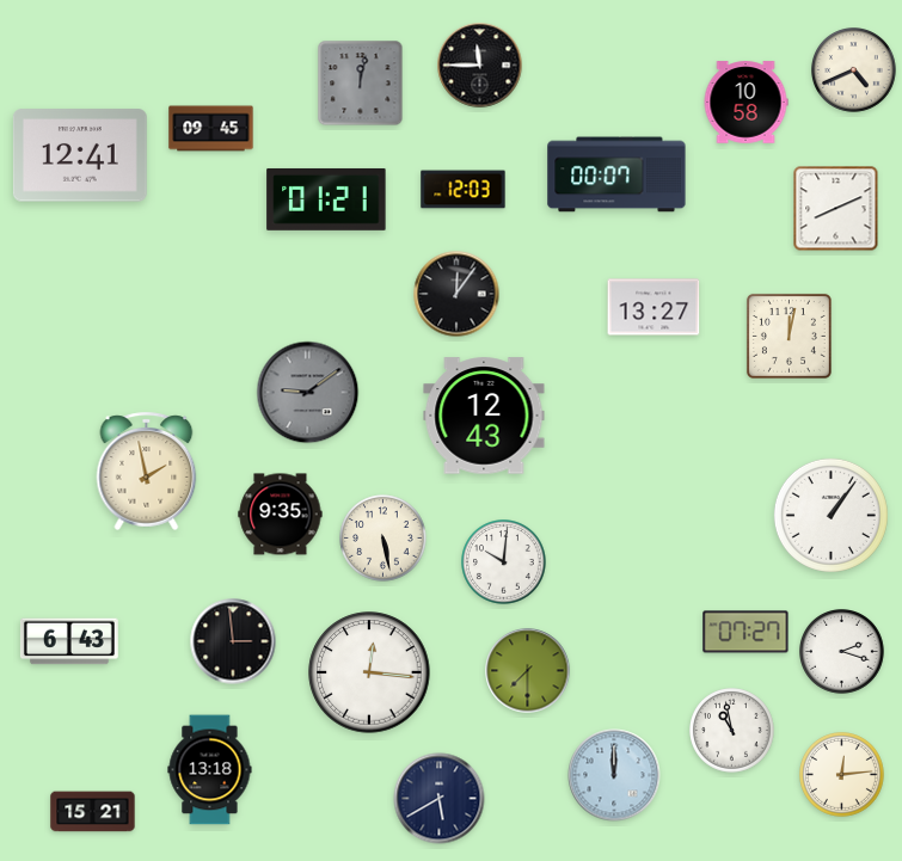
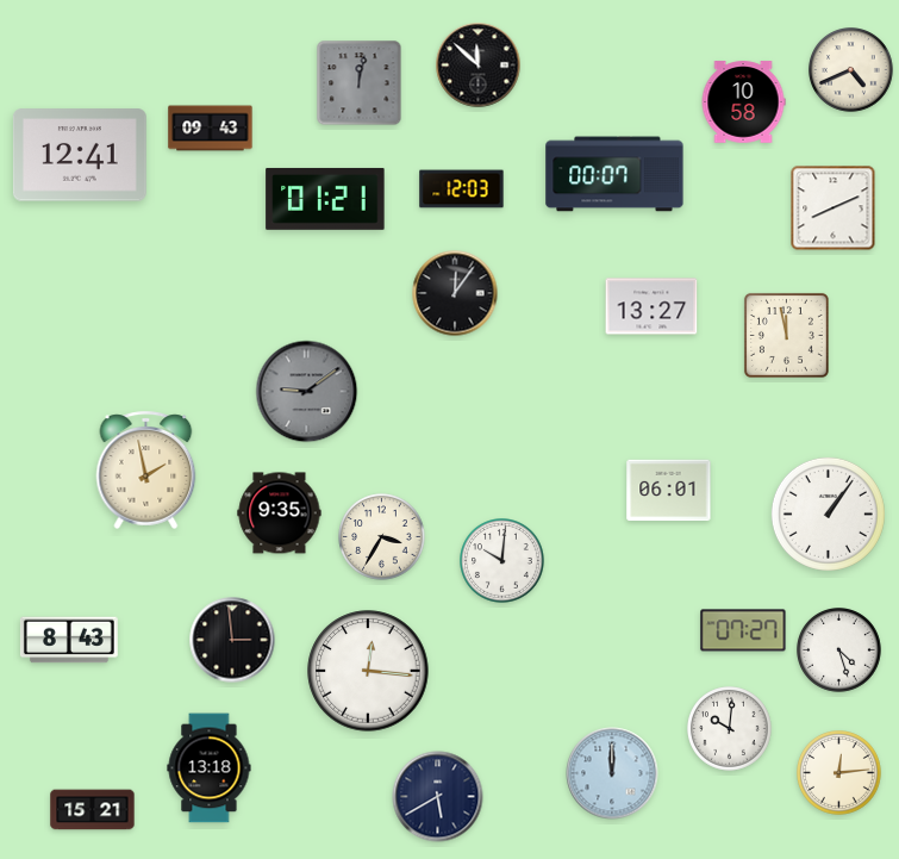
clock at (480, 66): 11:45 -> 11:52
clock at (211, 129): 09:45 -> 09:43
clock at (789, 336): 12:02 -> 11:58
clock at (484, 416): 12:43 -> none
clock at (669, 491): none -> 06:01
clock at (383, 539): 5:28 -> 3:35
clock at (69, 641): 6:43 -> 8:43
clock at (842, 652): 2:18 -> 4:27
clock at (528, 671): 7:30 -> none
clock at (732, 731): 10:58 -> 10:01
